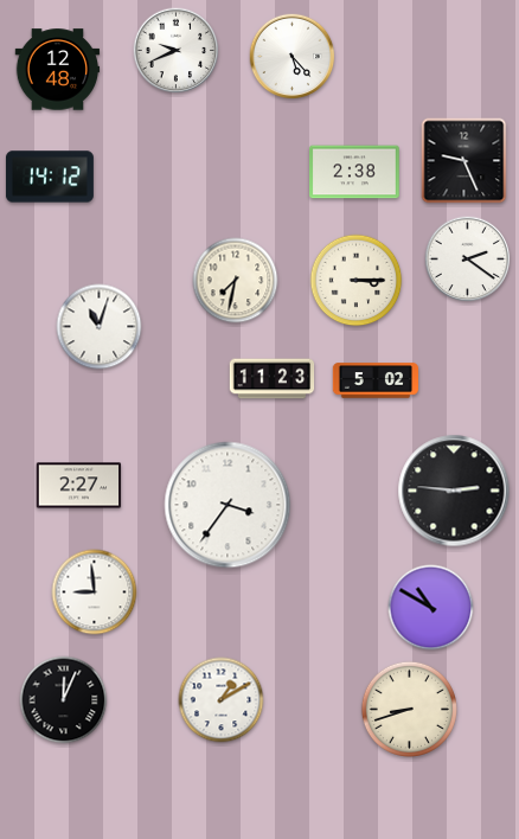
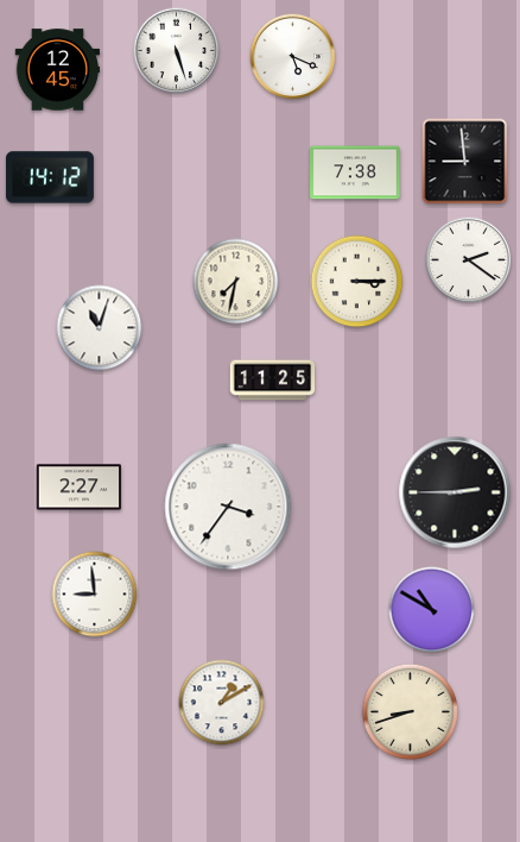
clock at (177, 51): 9:41 -> 5:27
clock at (293, 57): 5:23 -> 5:19
clock at (58, 70): 12:48 -> 12:45
clock at (464, 161): 9:26 -> 8:59
clock at (354, 172): 2:38 -> 7:38
clock at (273, 379): 11:23 -> 11:25
clock at (374, 380): 5:02 -> none
clock at (454, 491): 2:46 -> 2:45
clock at (64, 700): 12:04 -> none
